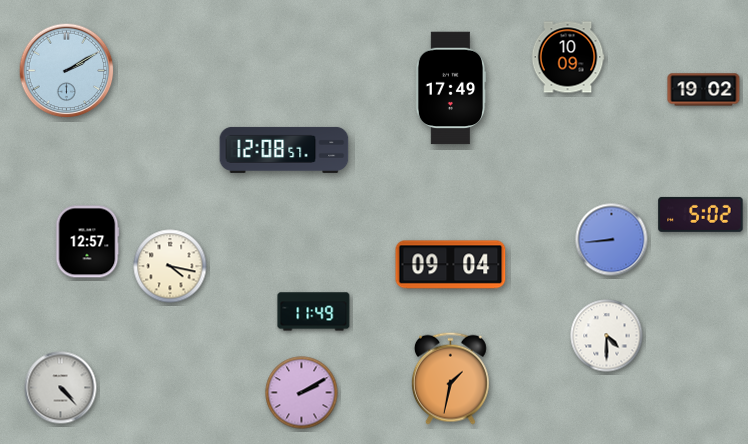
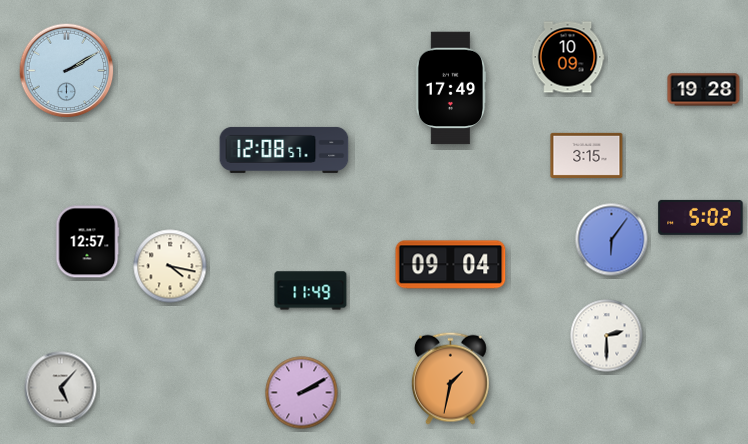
clock at (704, 90): 19:02 -> 19:28
clock at (587, 155): none -> 3:15
clock at (701, 214) position: (701, 214) -> (701, 217)
clock at (612, 240): 8:44 -> 6:06
clock at (314, 312) position: (314, 312) -> (311, 291)
clock at (607, 336): 4:30 -> 2:30
clock at (61, 388): 4:23 -> 5:07
